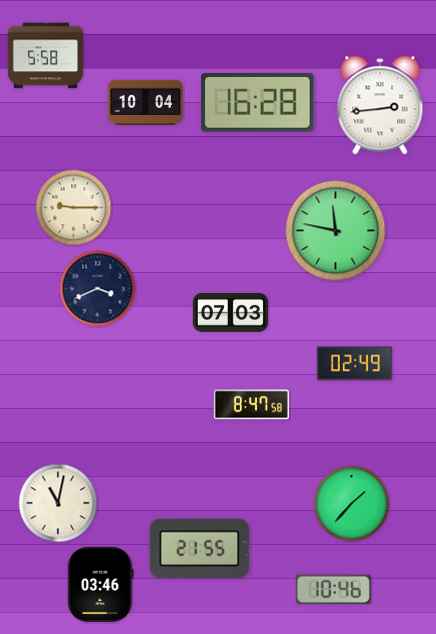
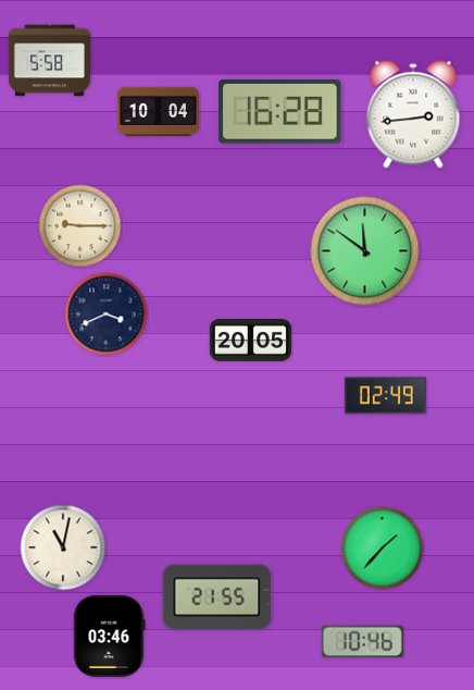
clock at (336, 231): 11:47 -> 11:51
clock at (230, 313): 07:03 -> 20:05
clock at (251, 405): 8:47 -> none
